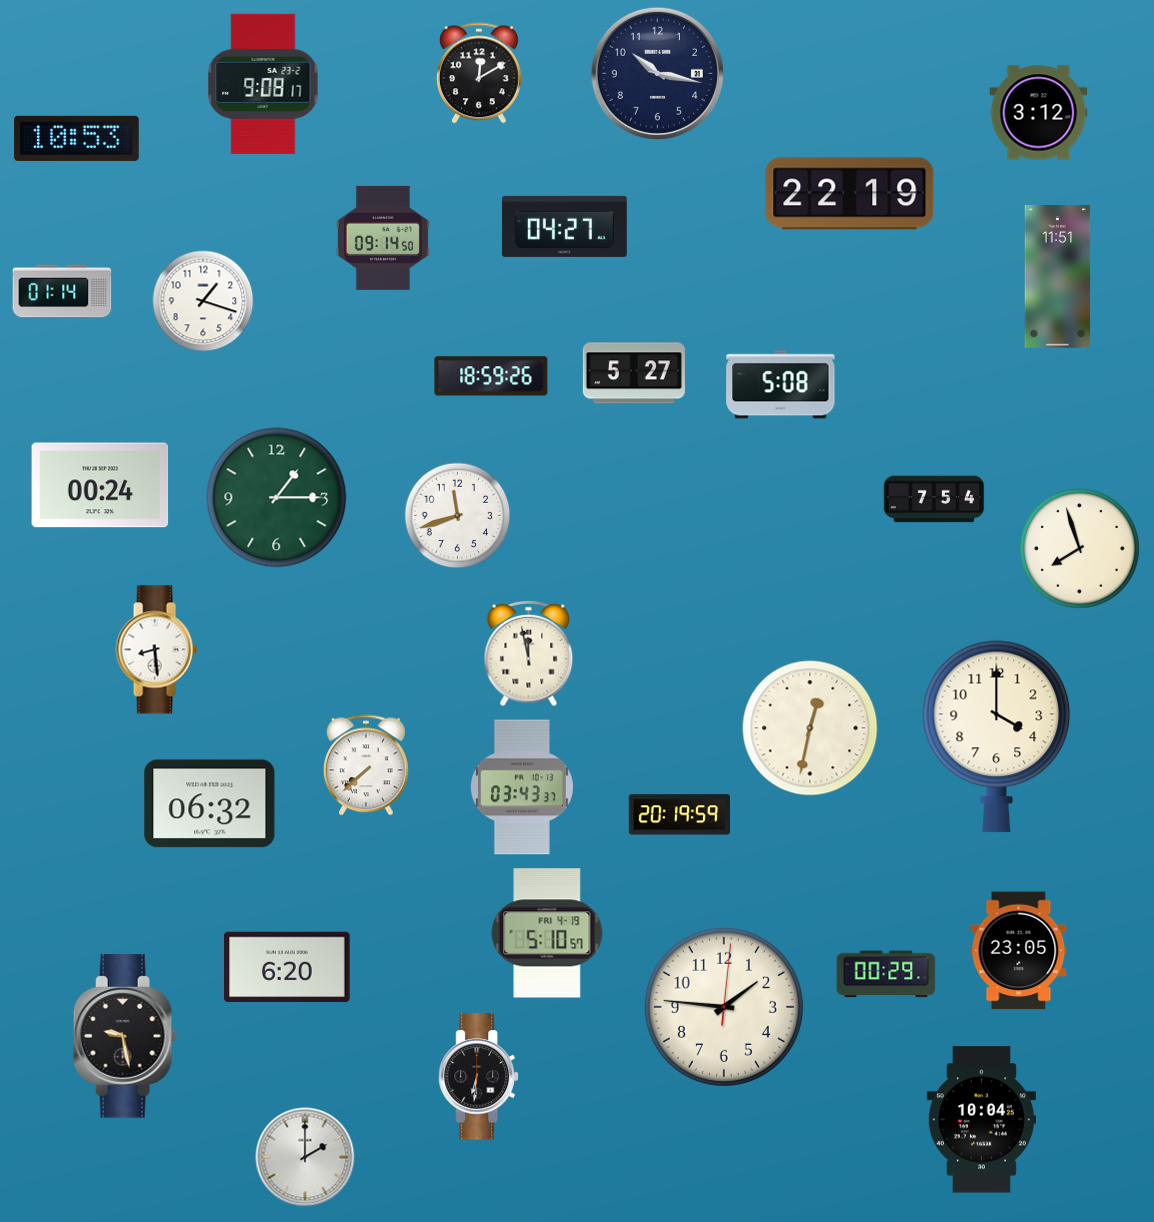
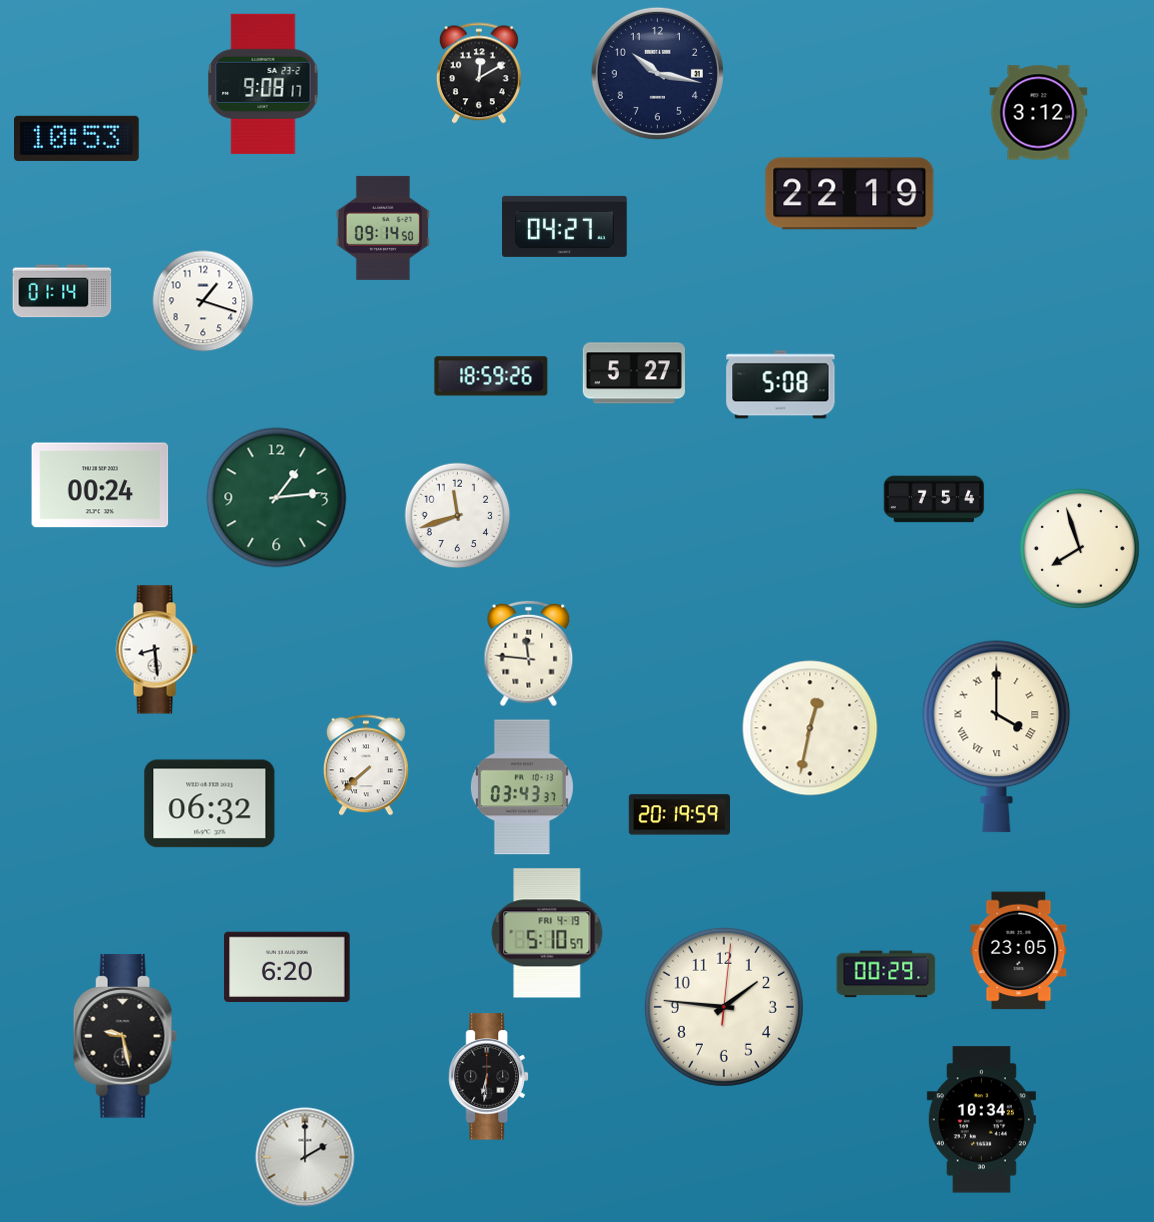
clock at (383, 238) position: (383, 238) -> (383, 228)
clock at (1058, 277): 11:51 -> none
clock at (277, 498): 1:15 -> 1:14
clock at (529, 654): 11:58 -> 11:46
clock at (997, 736) numerals: Arabic -> Roman
clock at (478, 1077) position: (478, 1077) -> (488, 1077)
clock at (981, 1120): 10:04 -> 10:34
